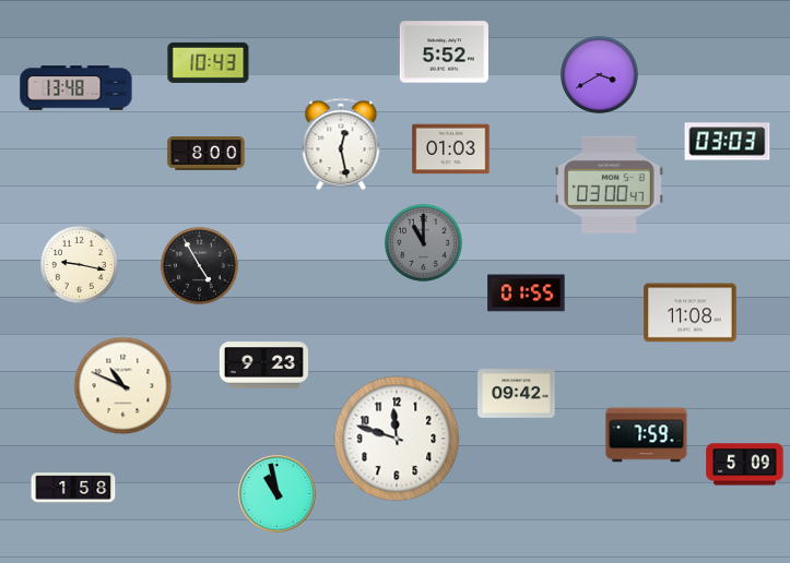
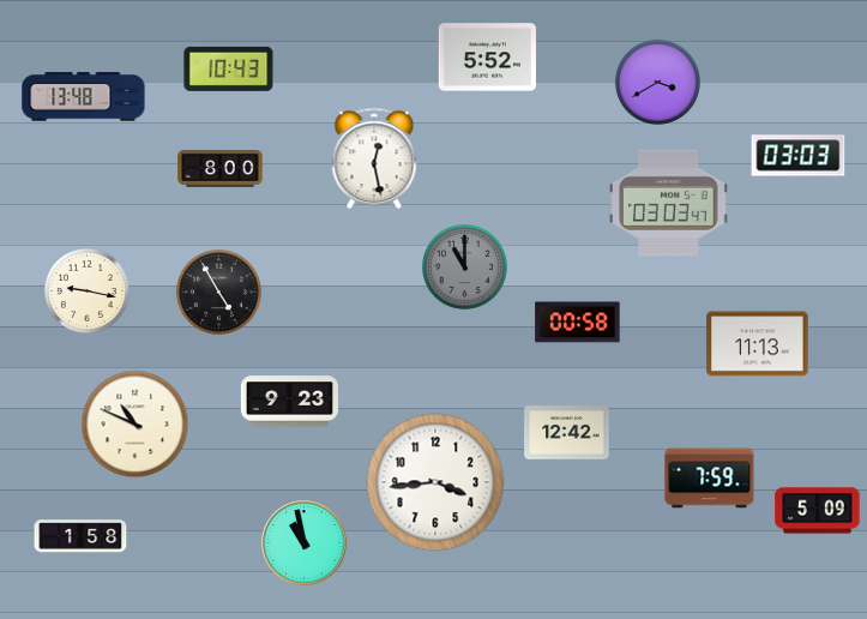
clock at (451, 149): 01:03 -> none
clock at (207, 154) position: (207, 154) -> (221, 169)
clock at (610, 184): 03:00 -> 03:03
clock at (527, 294): 01:55 -> 00:58
clock at (691, 313): 11:08 -> 11:13
clock at (517, 394): 09:42 -> 12:42
clock at (397, 439): 11:48 -> 3:44
